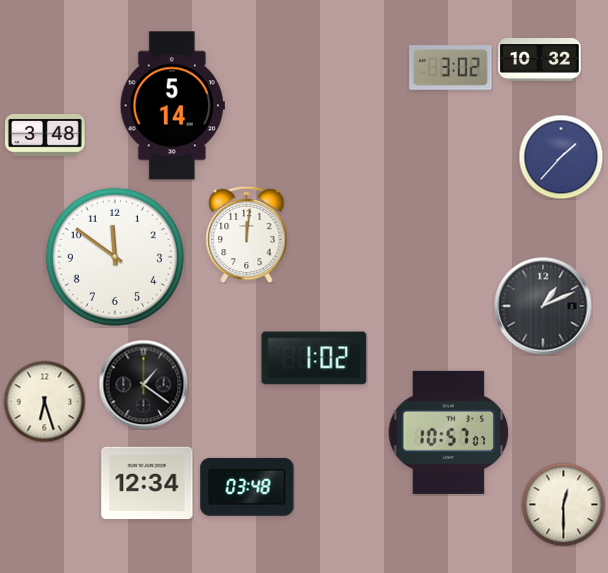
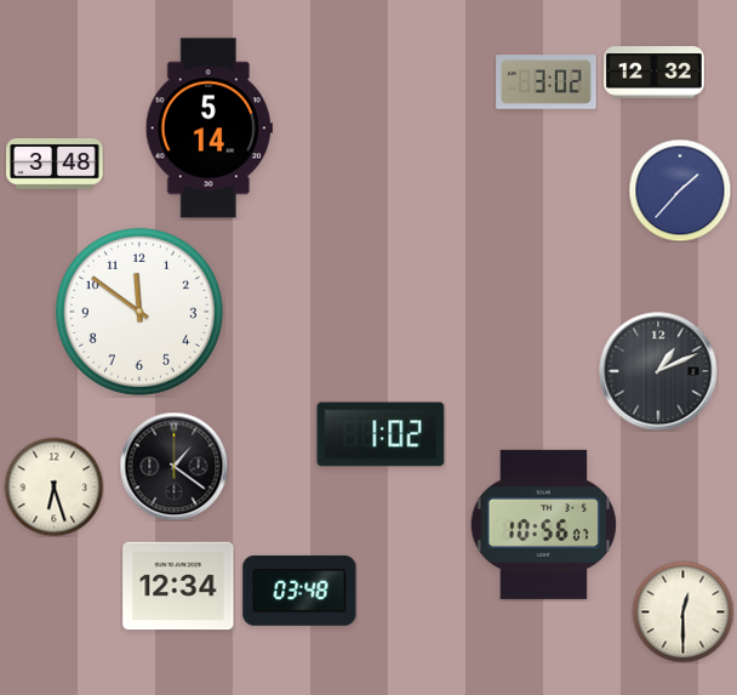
clock at (540, 60): 10:32 -> 12:32
clock at (247, 234): 12:01 -> none
clock at (449, 432): 10:57 -> 10:56
